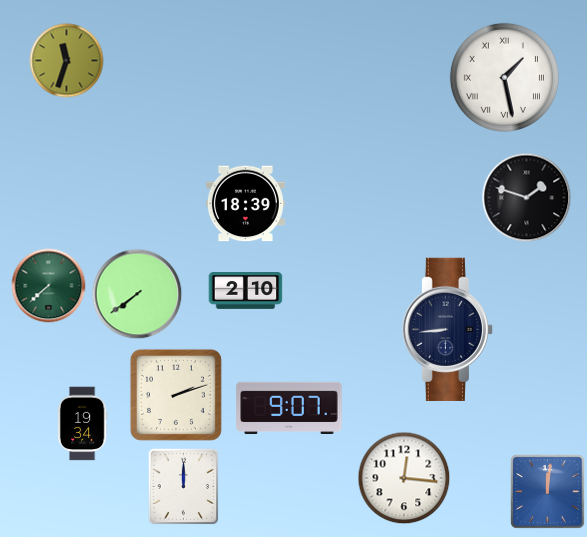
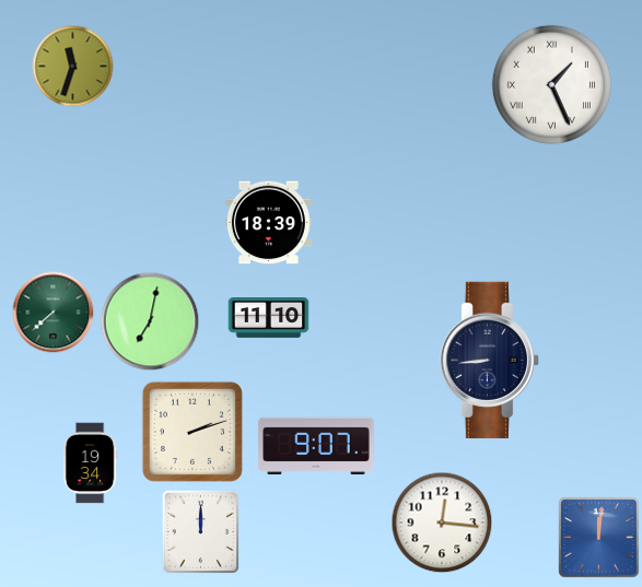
clock at (504, 77): 1:28 -> 1:26
clock at (527, 198): 1:48 -> none
clock at (246, 291): 2:10 -> 11:10
clock at (137, 294): 7:39 -> 7:02
